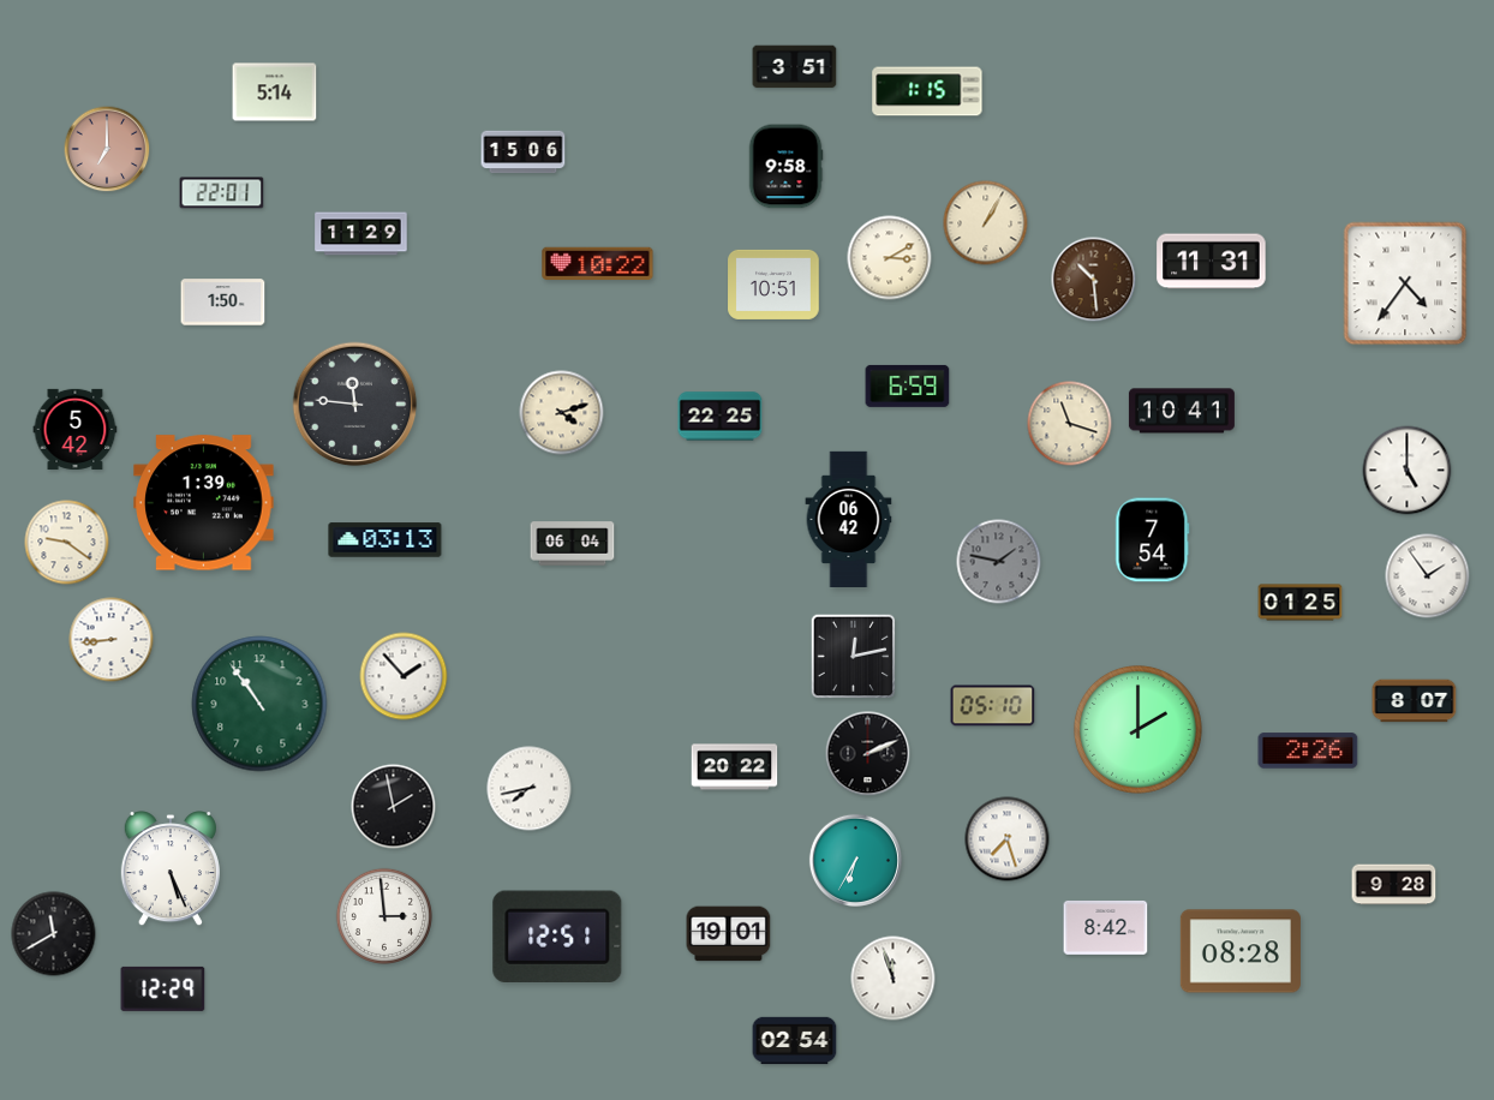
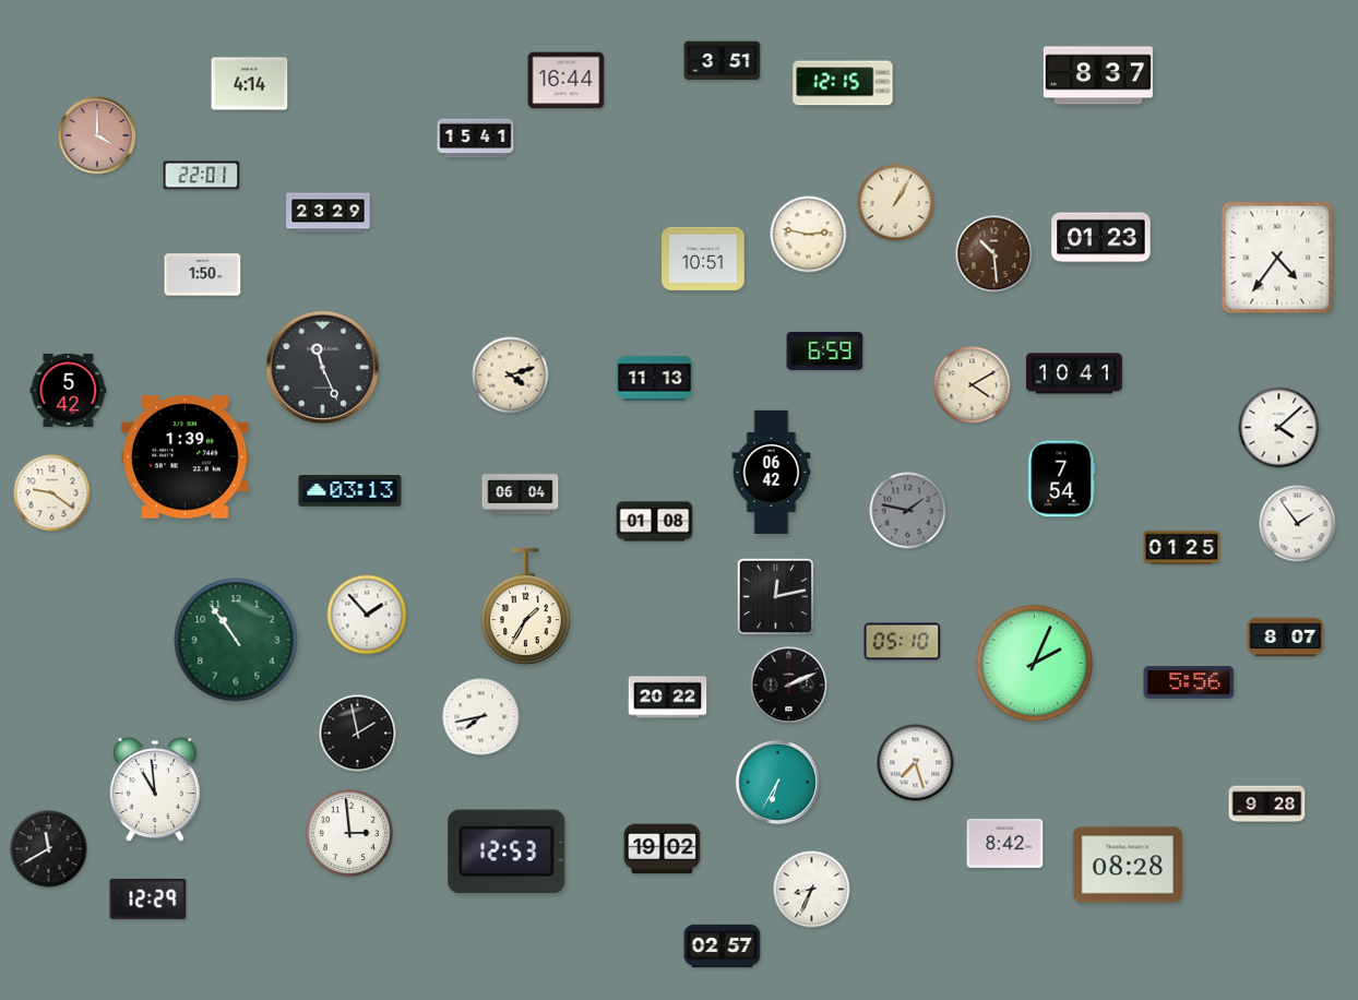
clock at (1098, 75): none -> 8:37
clock at (567, 81): none -> 16:44
clock at (927, 91): 1:15 -> 12:15
clock at (275, 92): 5:14 -> 4:14
clock at (107, 149): 7:00 -> 4:00
clock at (524, 153): 15:06 -> 15:41
clock at (785, 167): 9:58 -> none
clock at (361, 234): 11:29 -> 23:29
clock at (890, 258): 3:10 -> 2:47
clock at (1212, 262): 11:31 -> 01:23
clock at (598, 264): 10:22 -> none
clock at (355, 405): 11:46 -> 11:26
clock at (721, 417): 22:25 -> 11:13
clock at (1070, 424): 11:18 -> 4:10
clock at (1408, 471): 5:00 -> 4:08
clock at (1153, 540) position: (1153, 540) -> (1062, 479)
clock at (67, 543) position: (67, 543) -> (52, 493)
clock at (655, 522): none -> 01:08
clock at (112, 640): 8:44 -> none
clock at (525, 607): none -> 1:35
clock at (1137, 729): 2:00 -> 2:04
clock at (1308, 751): 2:26 -> 5:56
clock at (171, 869): 5:26 -> 10:59
clock at (729, 934): 19:01 -> 19:02
clock at (557, 935): 12:51 -> 12:53
clock at (894, 979): 11:57 -> 8:34
clock at (795, 1041): 02:54 -> 02:57
